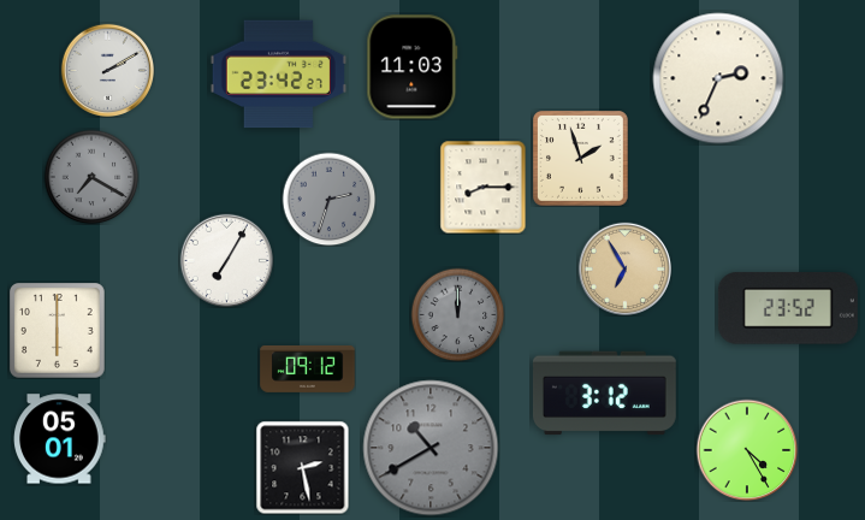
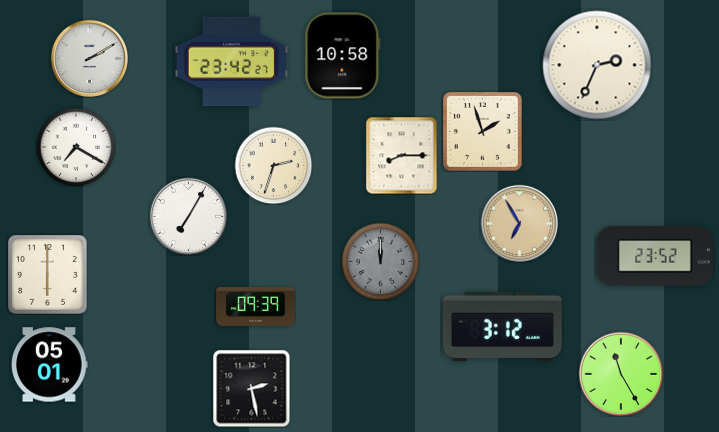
clock at (413, 67): 11:03 -> 10:58
clock at (91, 177) dial: grey -> white
clock at (328, 199) dial: grey -> cream
clock at (308, 368): 09:12 -> 09:39
clock at (431, 448): 10:40 -> none
clock at (747, 450): 4:25 -> 11:25
